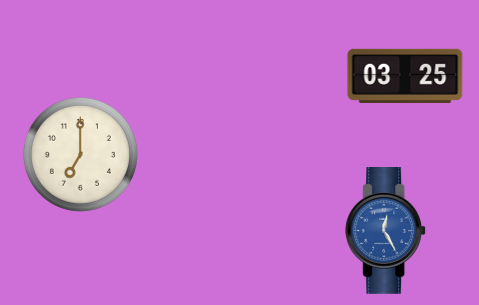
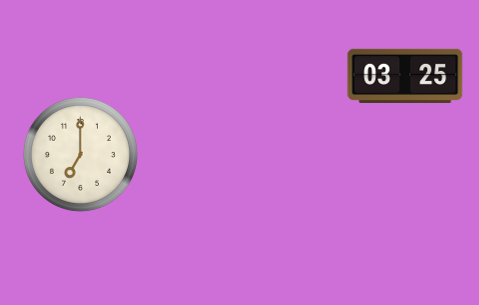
clock at (386, 231): 12:25 -> none
